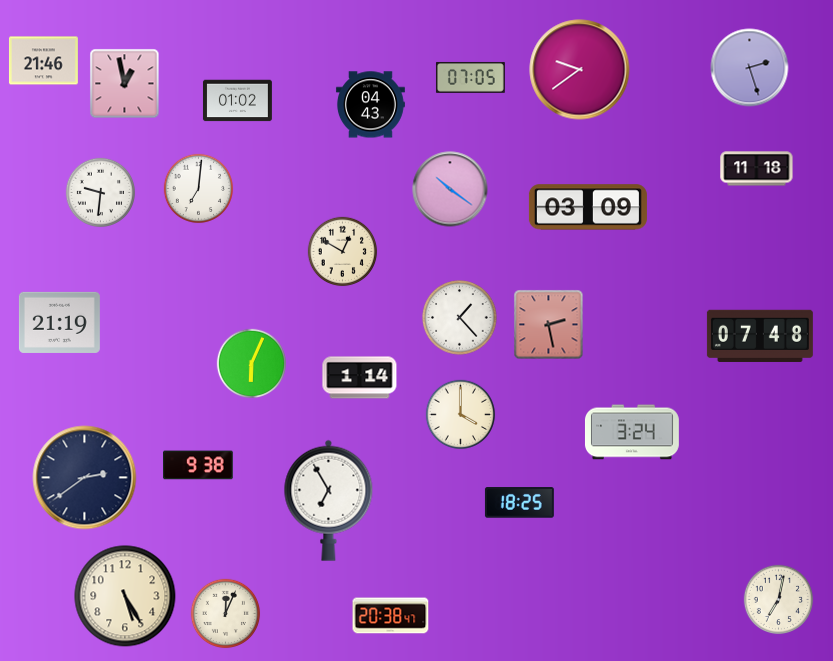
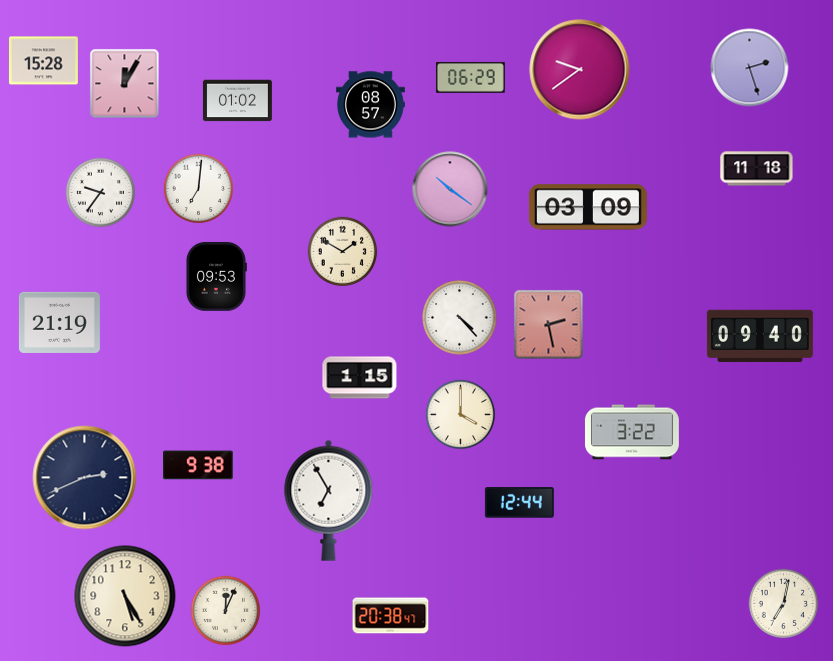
clock at (43, 61): 21:46 -> 15:28
clock at (470, 77): 07:05 -> 06:29
clock at (125, 84): 12:58 -> 12:05
clock at (370, 105): 04:43 -> 08:57
clock at (101, 193): 9:31 -> 9:36
clock at (343, 252): 12:50 -> 1:50
clock at (216, 276): none -> 09:53
clock at (460, 318): 1:23 -> 4:23
clock at (760, 336): 07:48 -> 09:40
clock at (252, 364): 6:04 -> none
clock at (360, 378): 1:14 -> 1:15
clock at (632, 432): 3:24 -> 3:22
clock at (85, 478): 2:39 -> 2:41
clock at (519, 503): 18:25 -> 12:44
clock at (779, 600) position: (779, 600) -> (784, 604)
clock at (226, 614) position: (226, 614) -> (226, 611)
